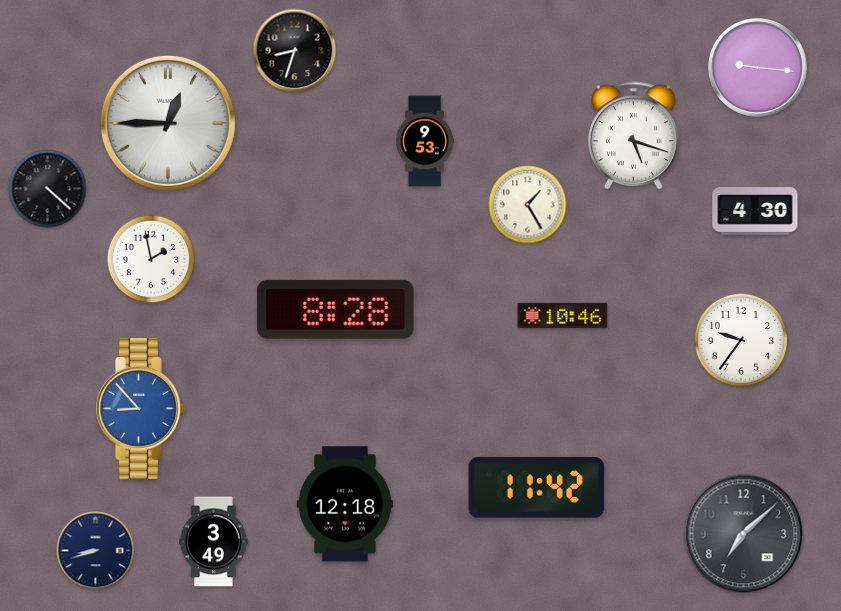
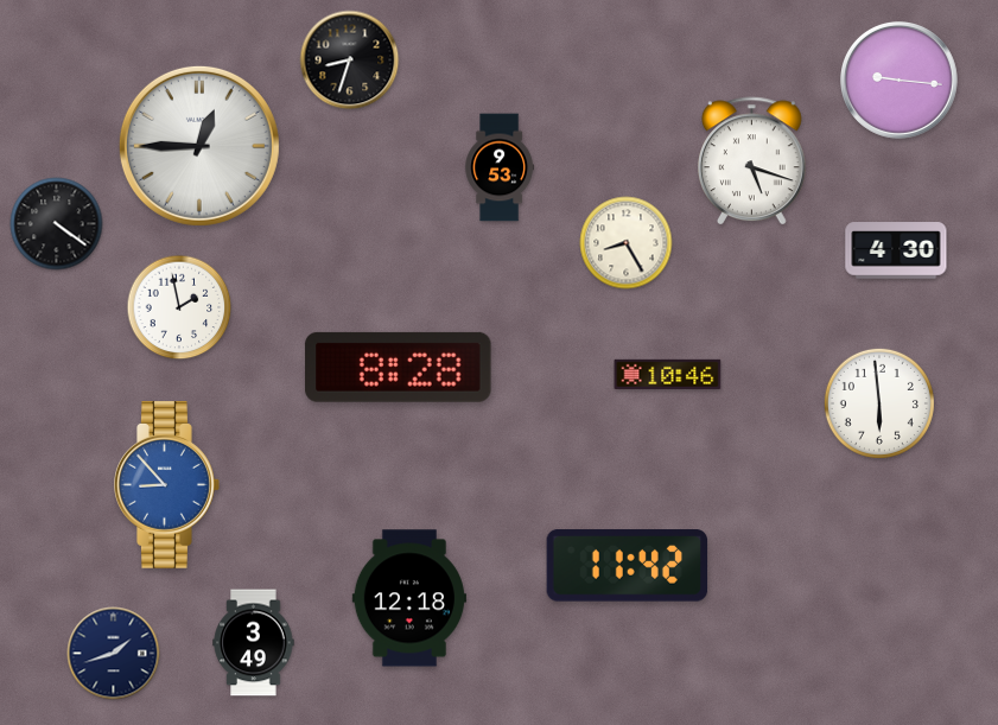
clock at (424, 141) position: (424, 141) -> (498, 167)
clock at (48, 189): 4:22 -> 4:21
clock at (528, 205): 1:25 -> 8:25
clock at (741, 340): 9:36 -> 5:59
clock at (537, 488) position: (537, 488) -> (628, 566)
clock at (744, 534): 7:08 -> none
clock at (96, 551): 8:42 -> 1:42
